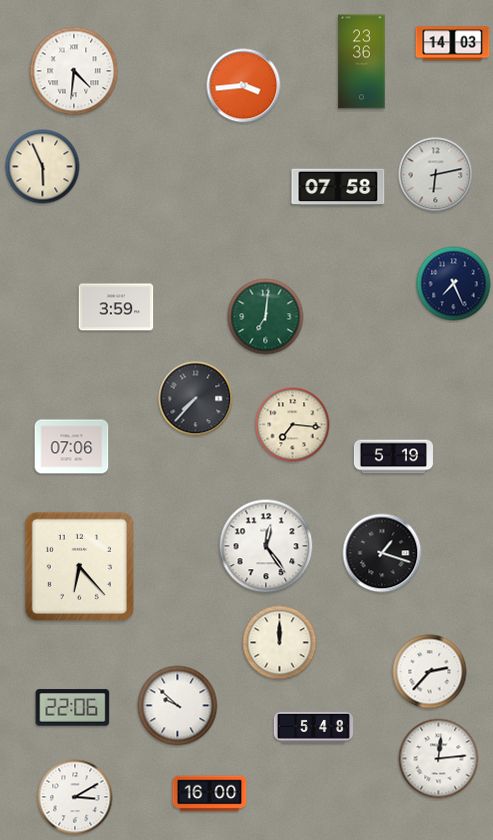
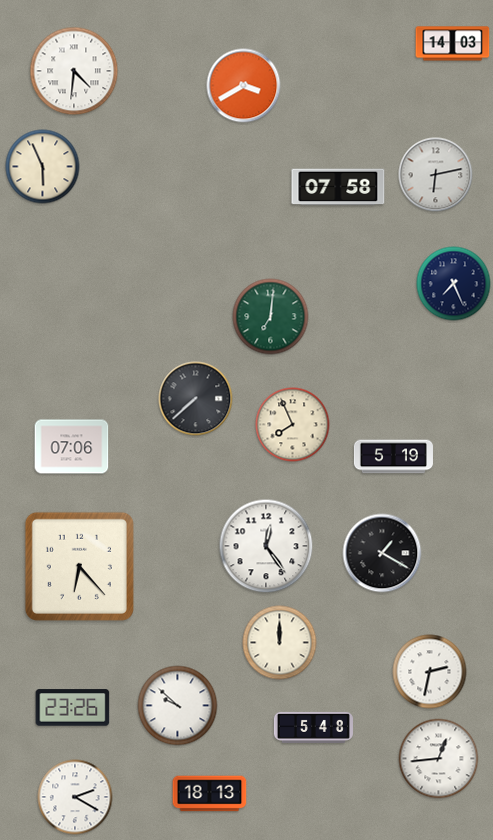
clock at (362, 62): 23:36 -> none
clock at (244, 86): 3:44 -> 3:40
clock at (116, 307): 3:59 -> none
clock at (266, 317) position: (266, 317) -> (271, 317)
clock at (196, 399): 7:37 -> 7:38
clock at (293, 425): 7:16 -> 7:56
clock at (382, 553): 1:18 -> 1:20
clock at (430, 672): 2:37 -> 2:32
clock at (73, 708): 22:06 -> 23:26
clock at (439, 759): 12:14 -> 12:44
clock at (210, 794): 16:00 -> 18:13
clock at (75, 797): 3:10 -> 2:20
